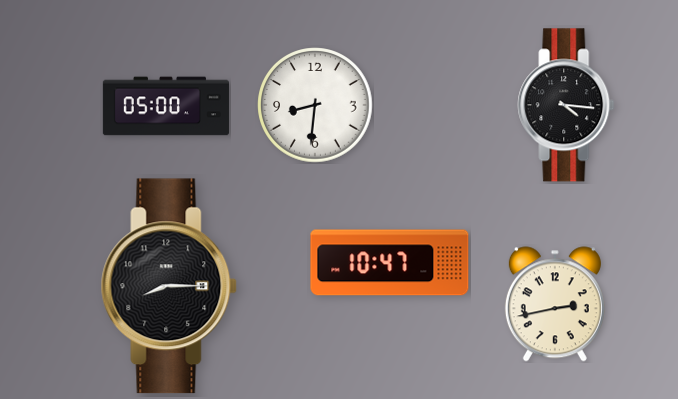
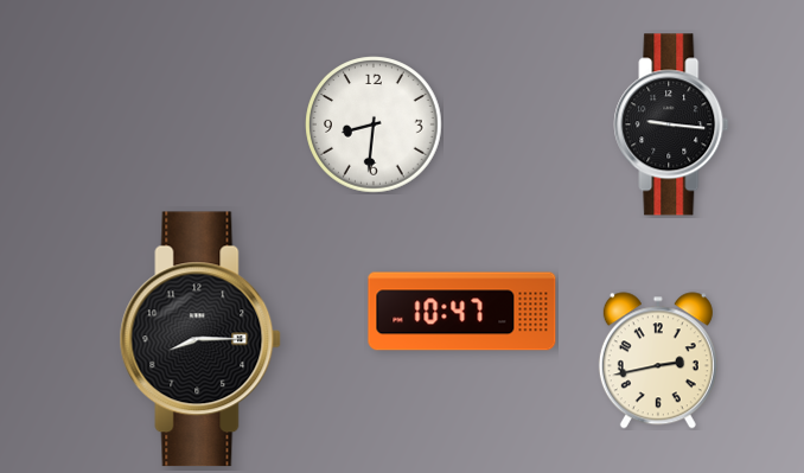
clock at (566, 105): 4:16 -> 9:16
clock at (166, 106): 05:00 -> none
